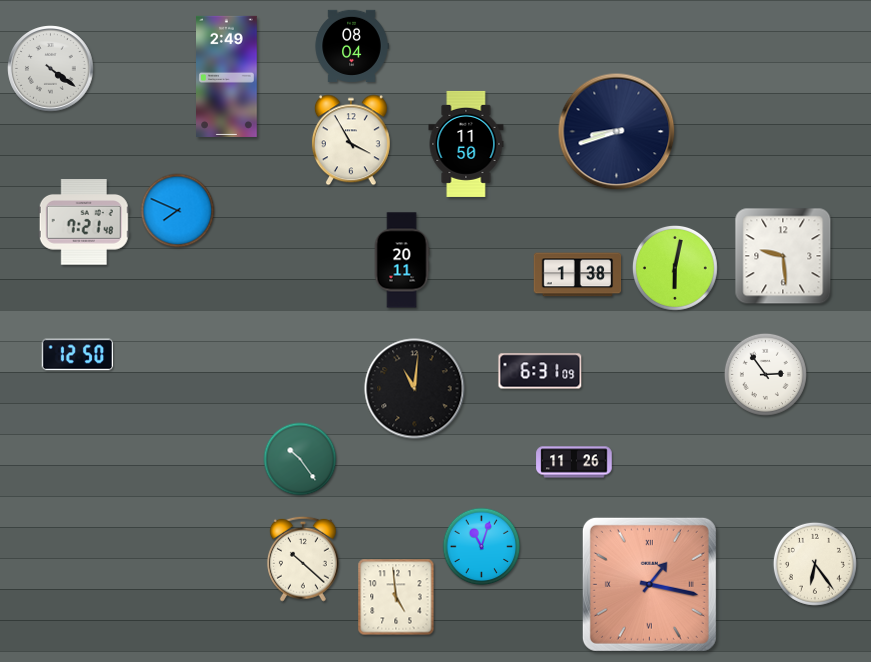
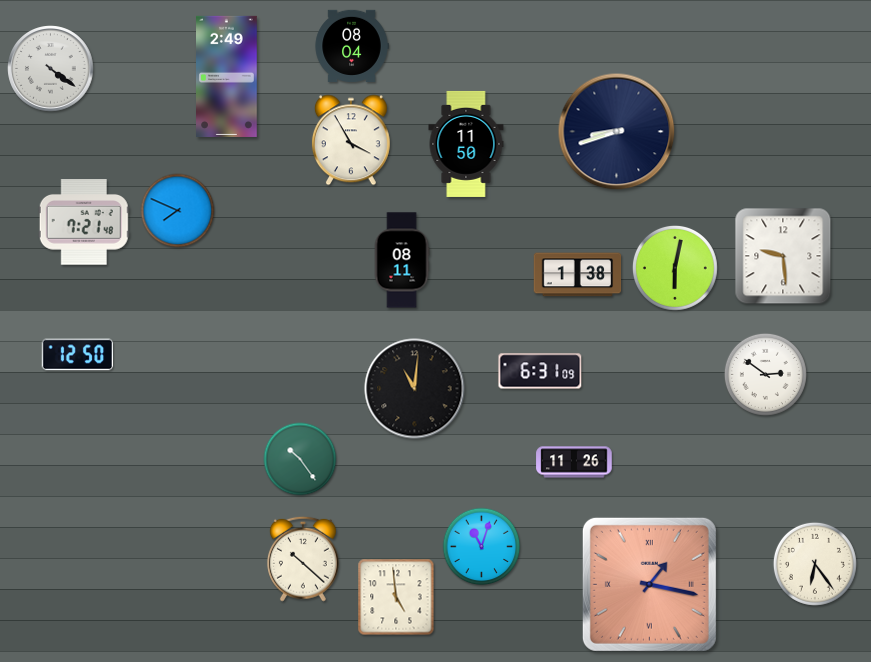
clock at (402, 260): 20:11 -> 08:11
clock at (765, 374): 2:54 -> 2:51
